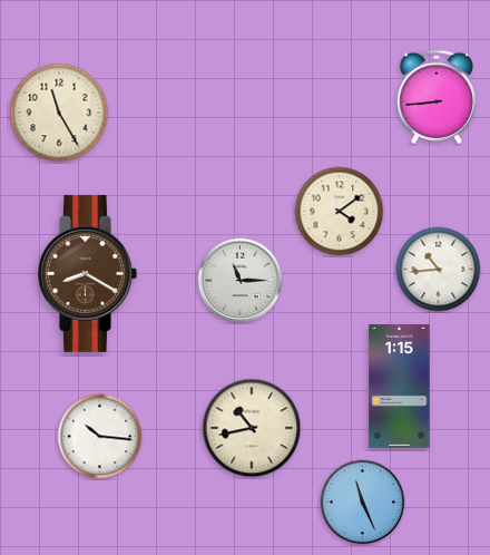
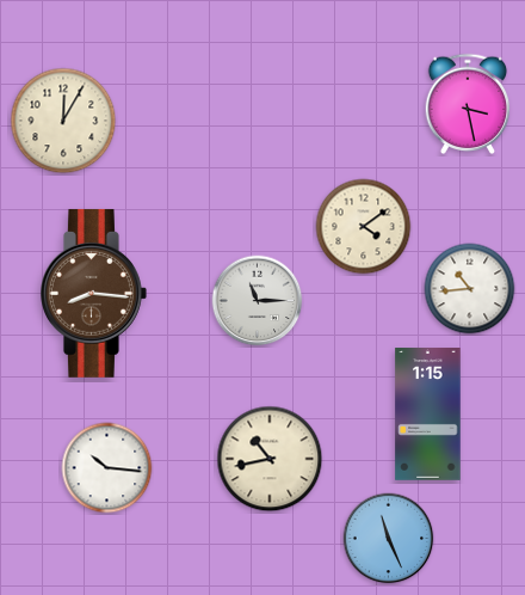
clock at (437, 96): 8:44 -> 3:28
clock at (59, 113): 11:25 -> 12:05
clock at (88, 273): 8:20 -> 8:16
